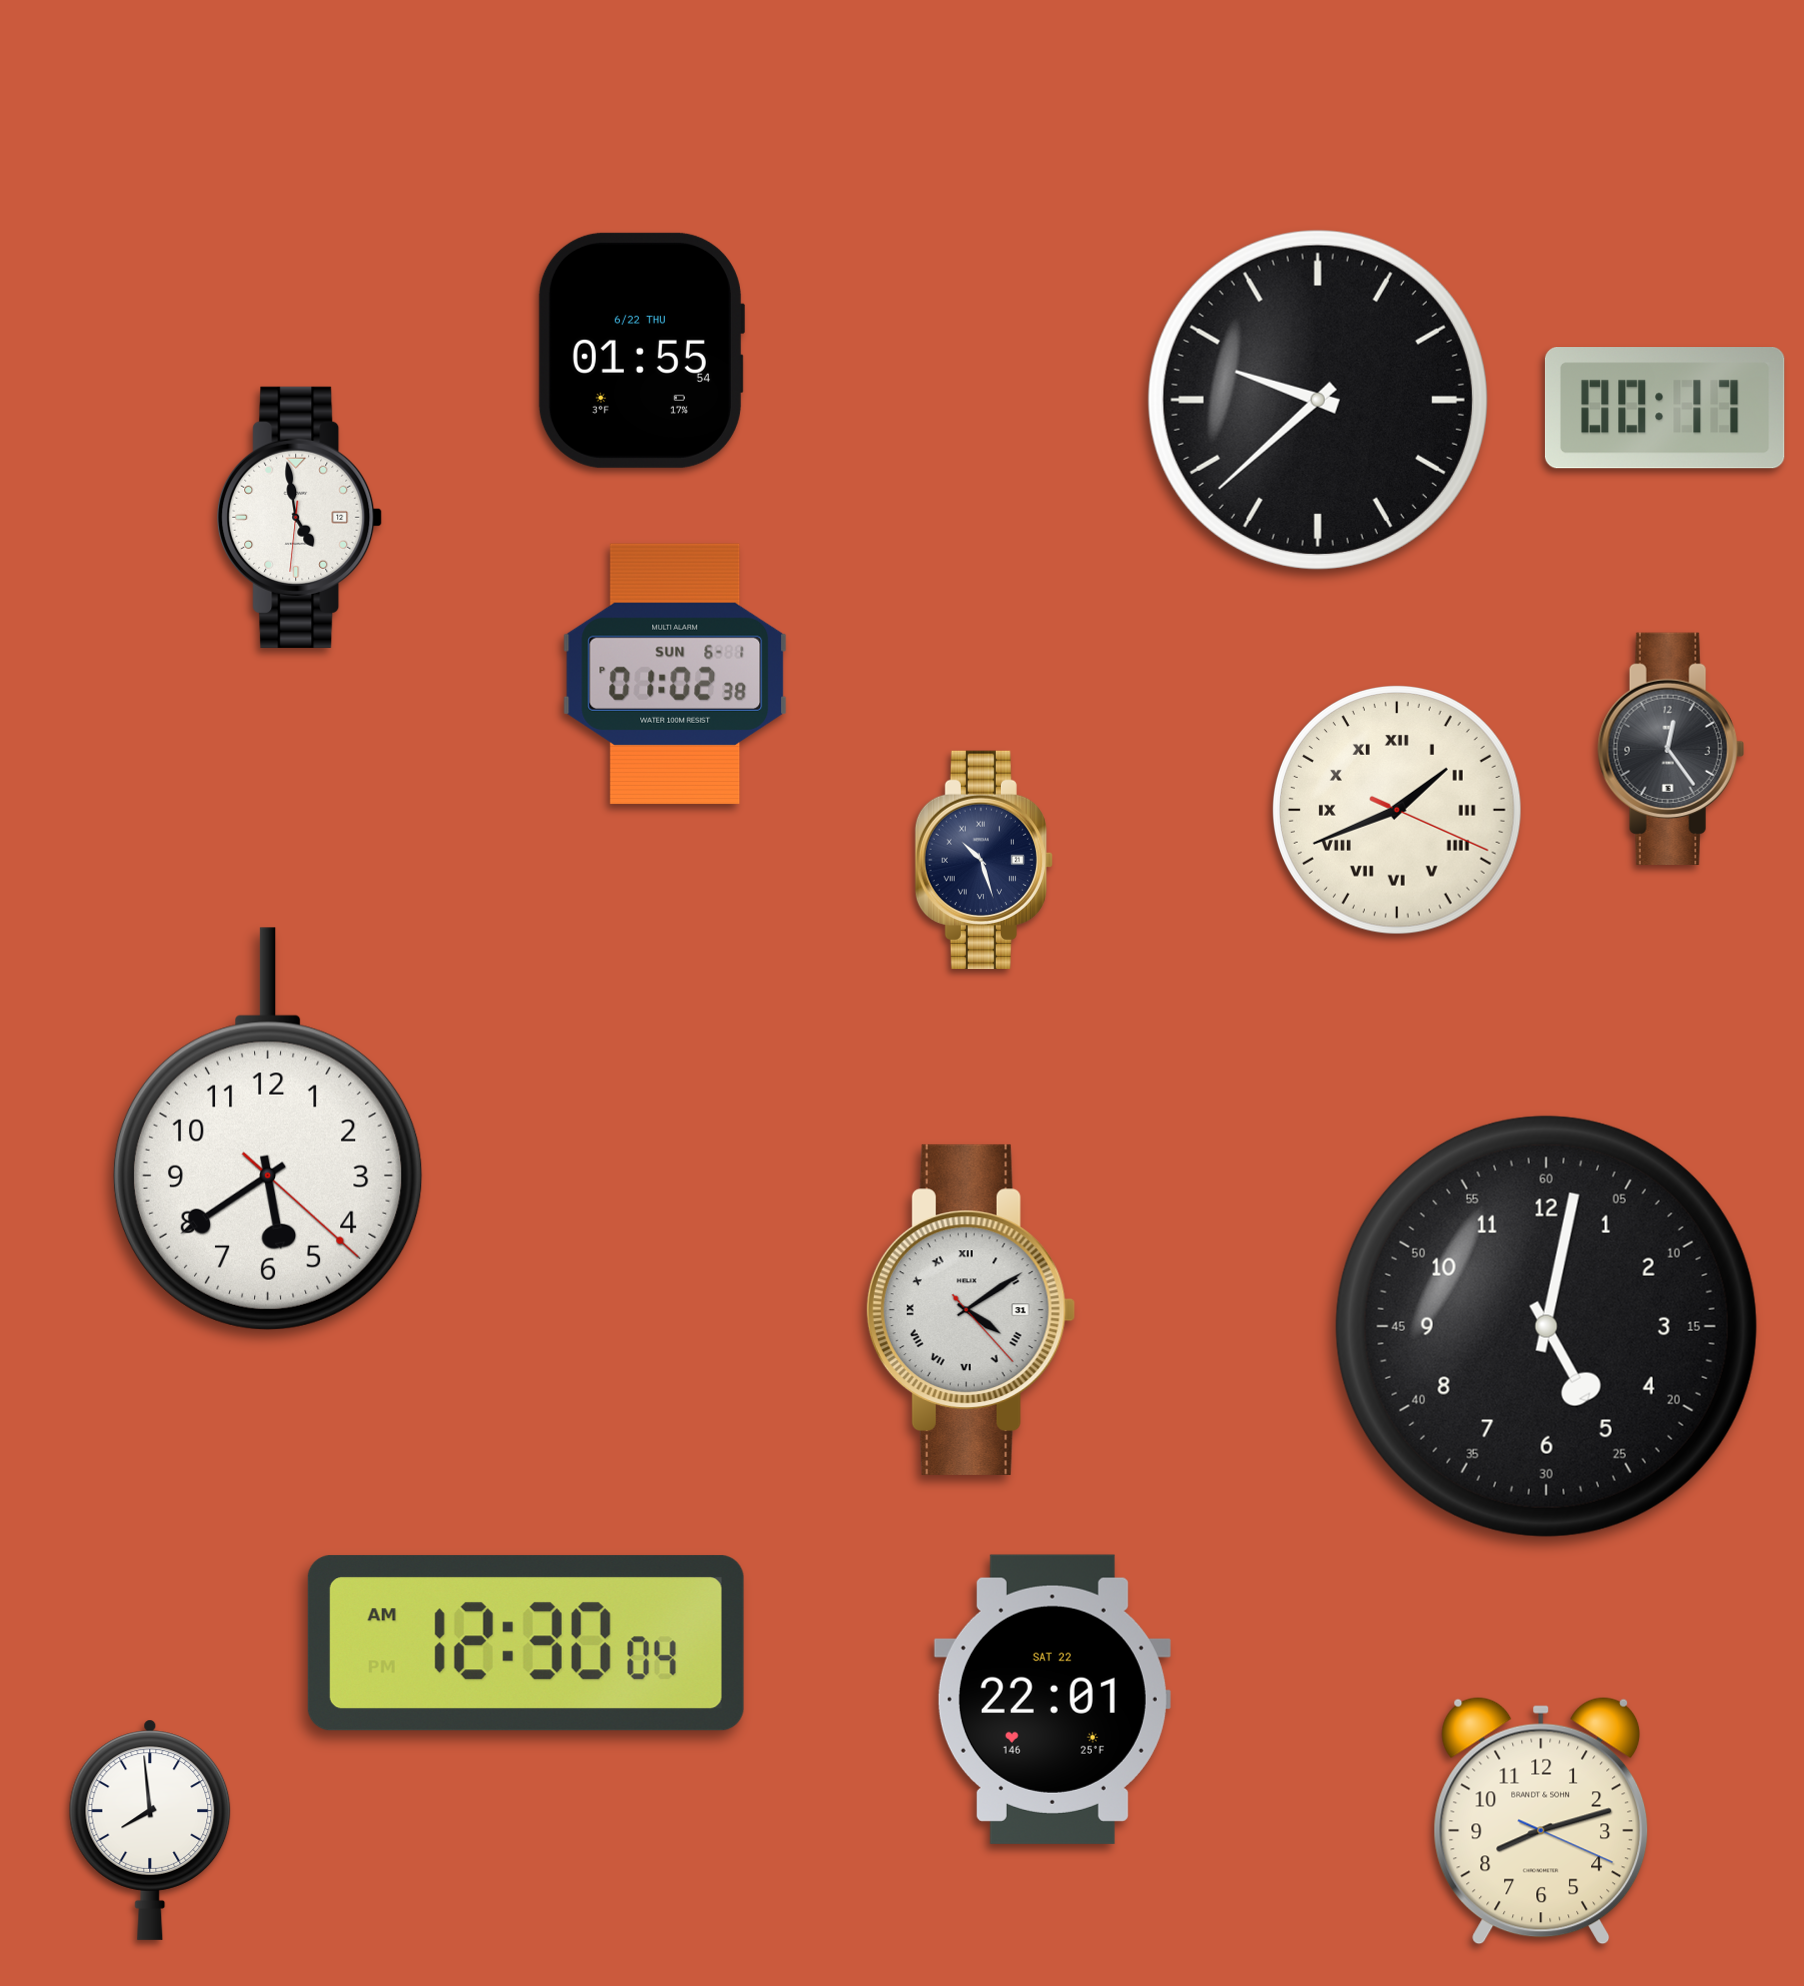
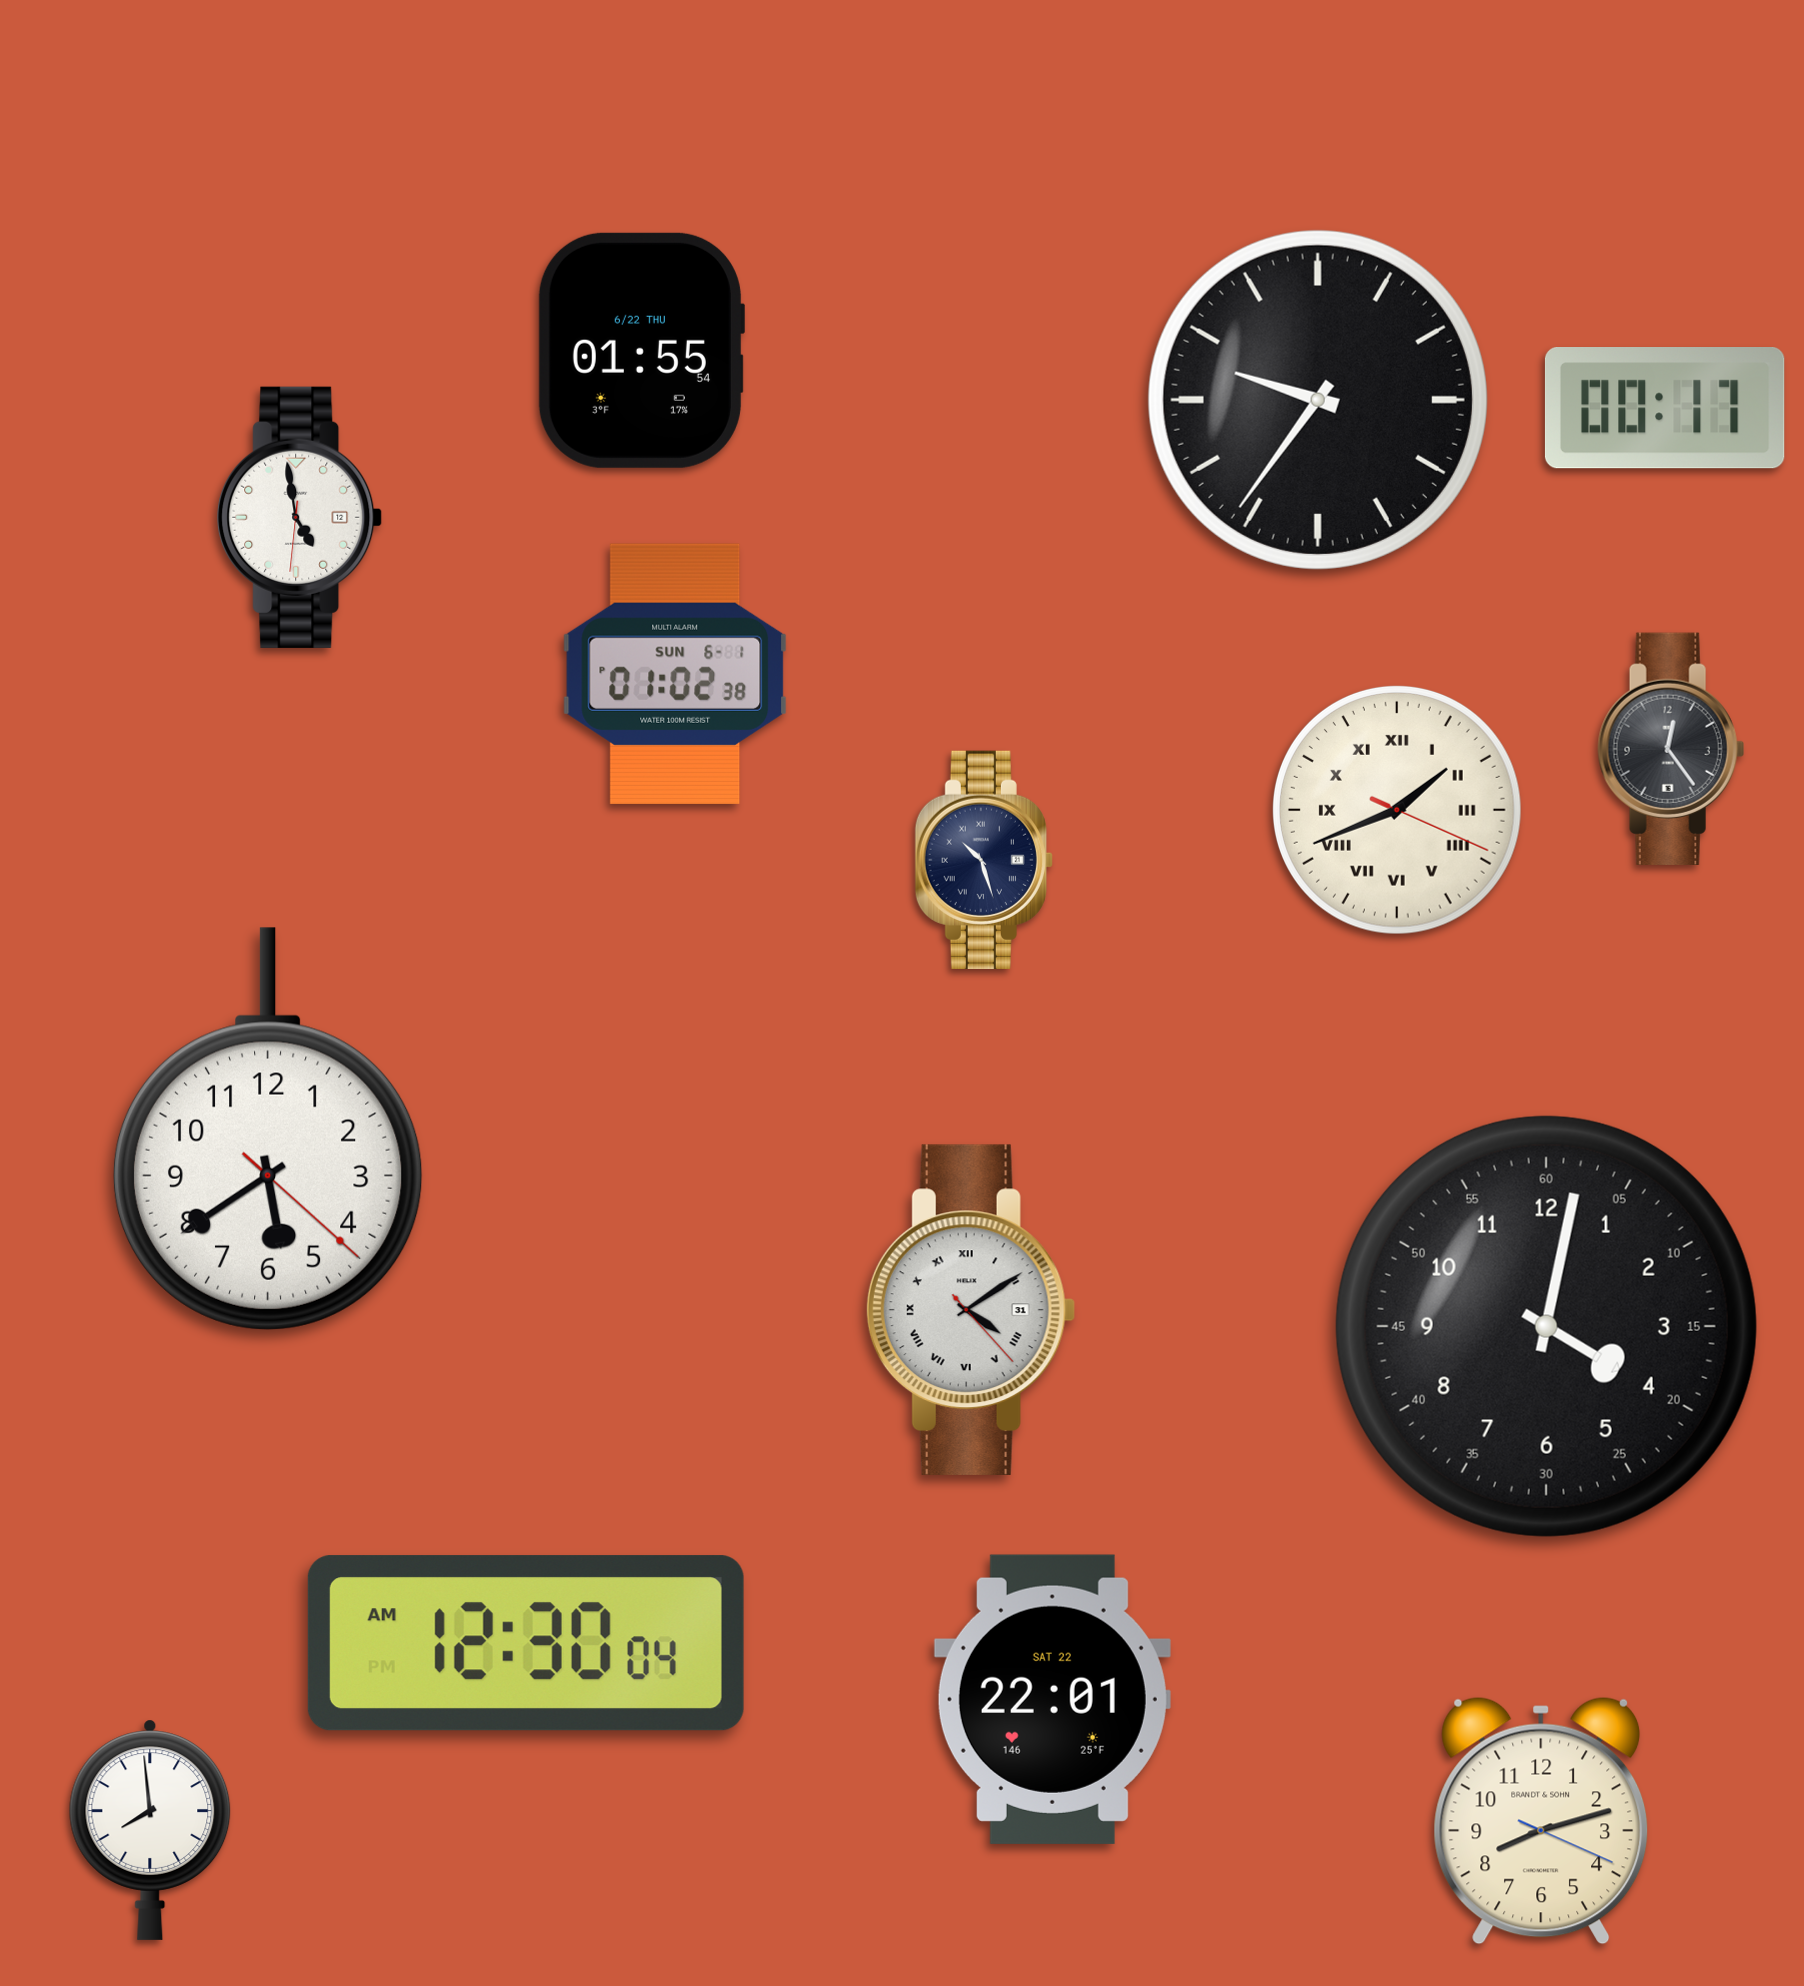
clock at (1318, 400): 9:38 -> 9:36
clock at (1546, 1326): 5:02 -> 4:02
